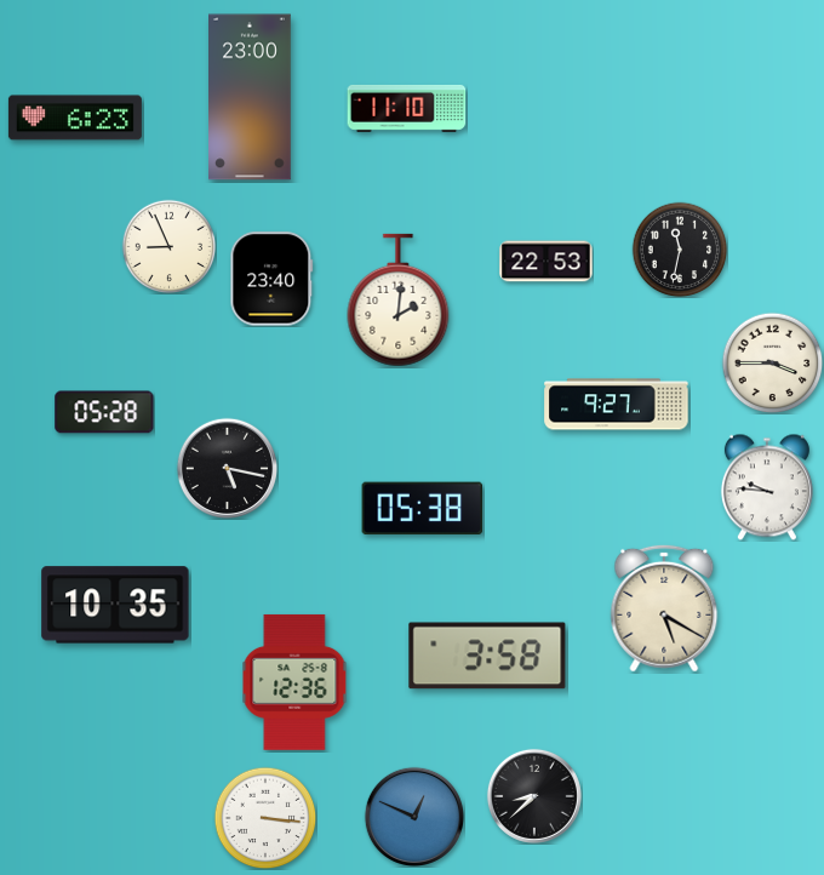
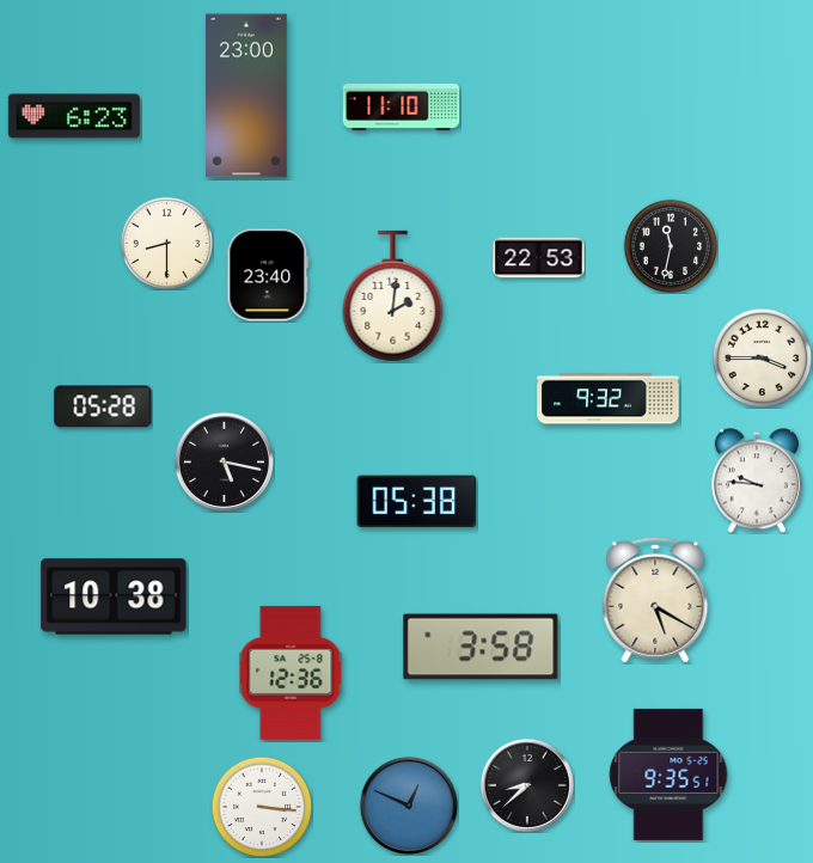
clock at (168, 246): 8:56 -> 8:30
clock at (617, 405): 9:27 -> 9:32
clock at (115, 605): 10:35 -> 10:38
clock at (668, 775): none -> 9:35
